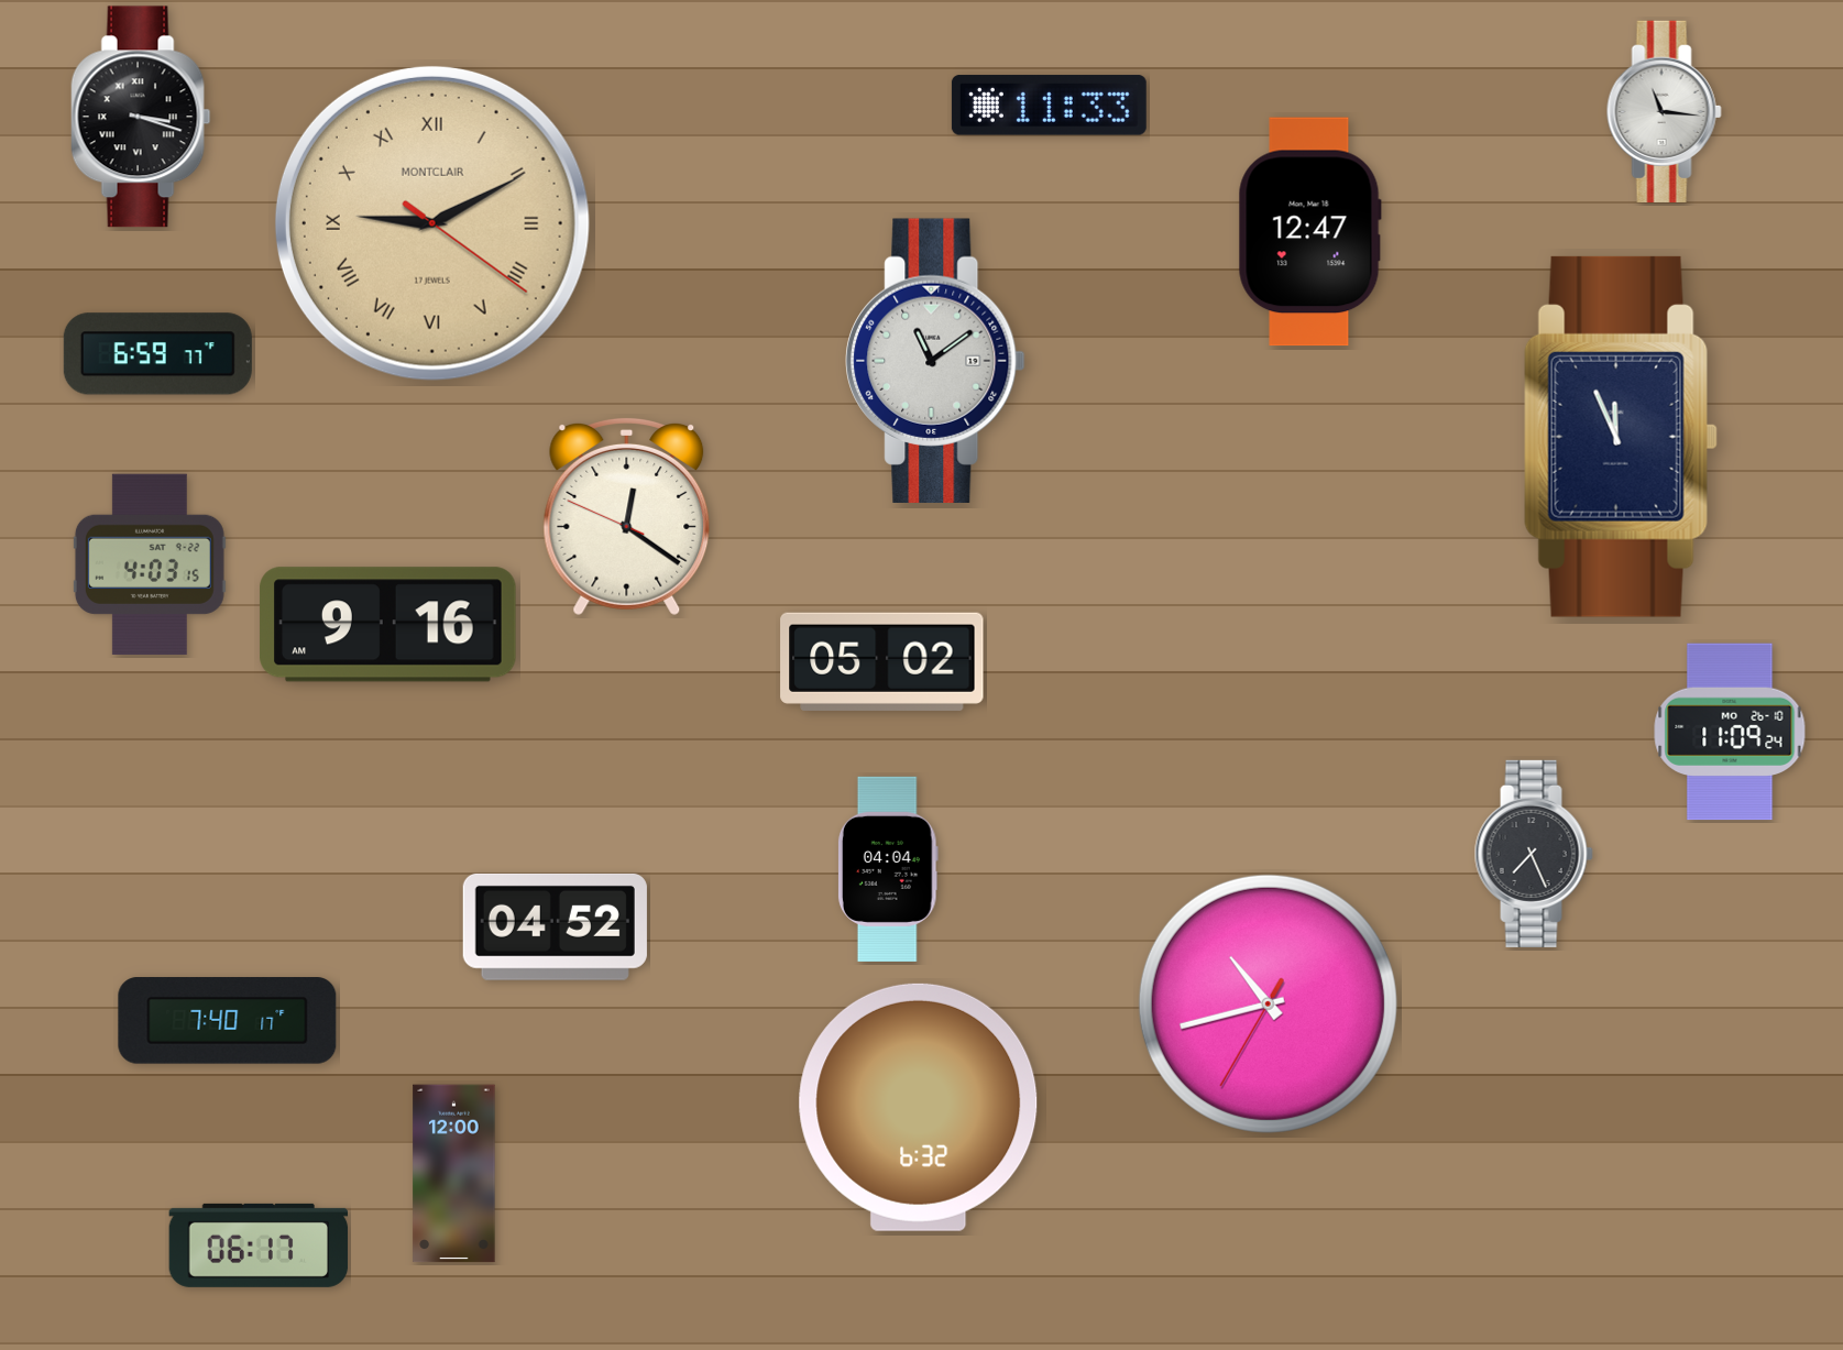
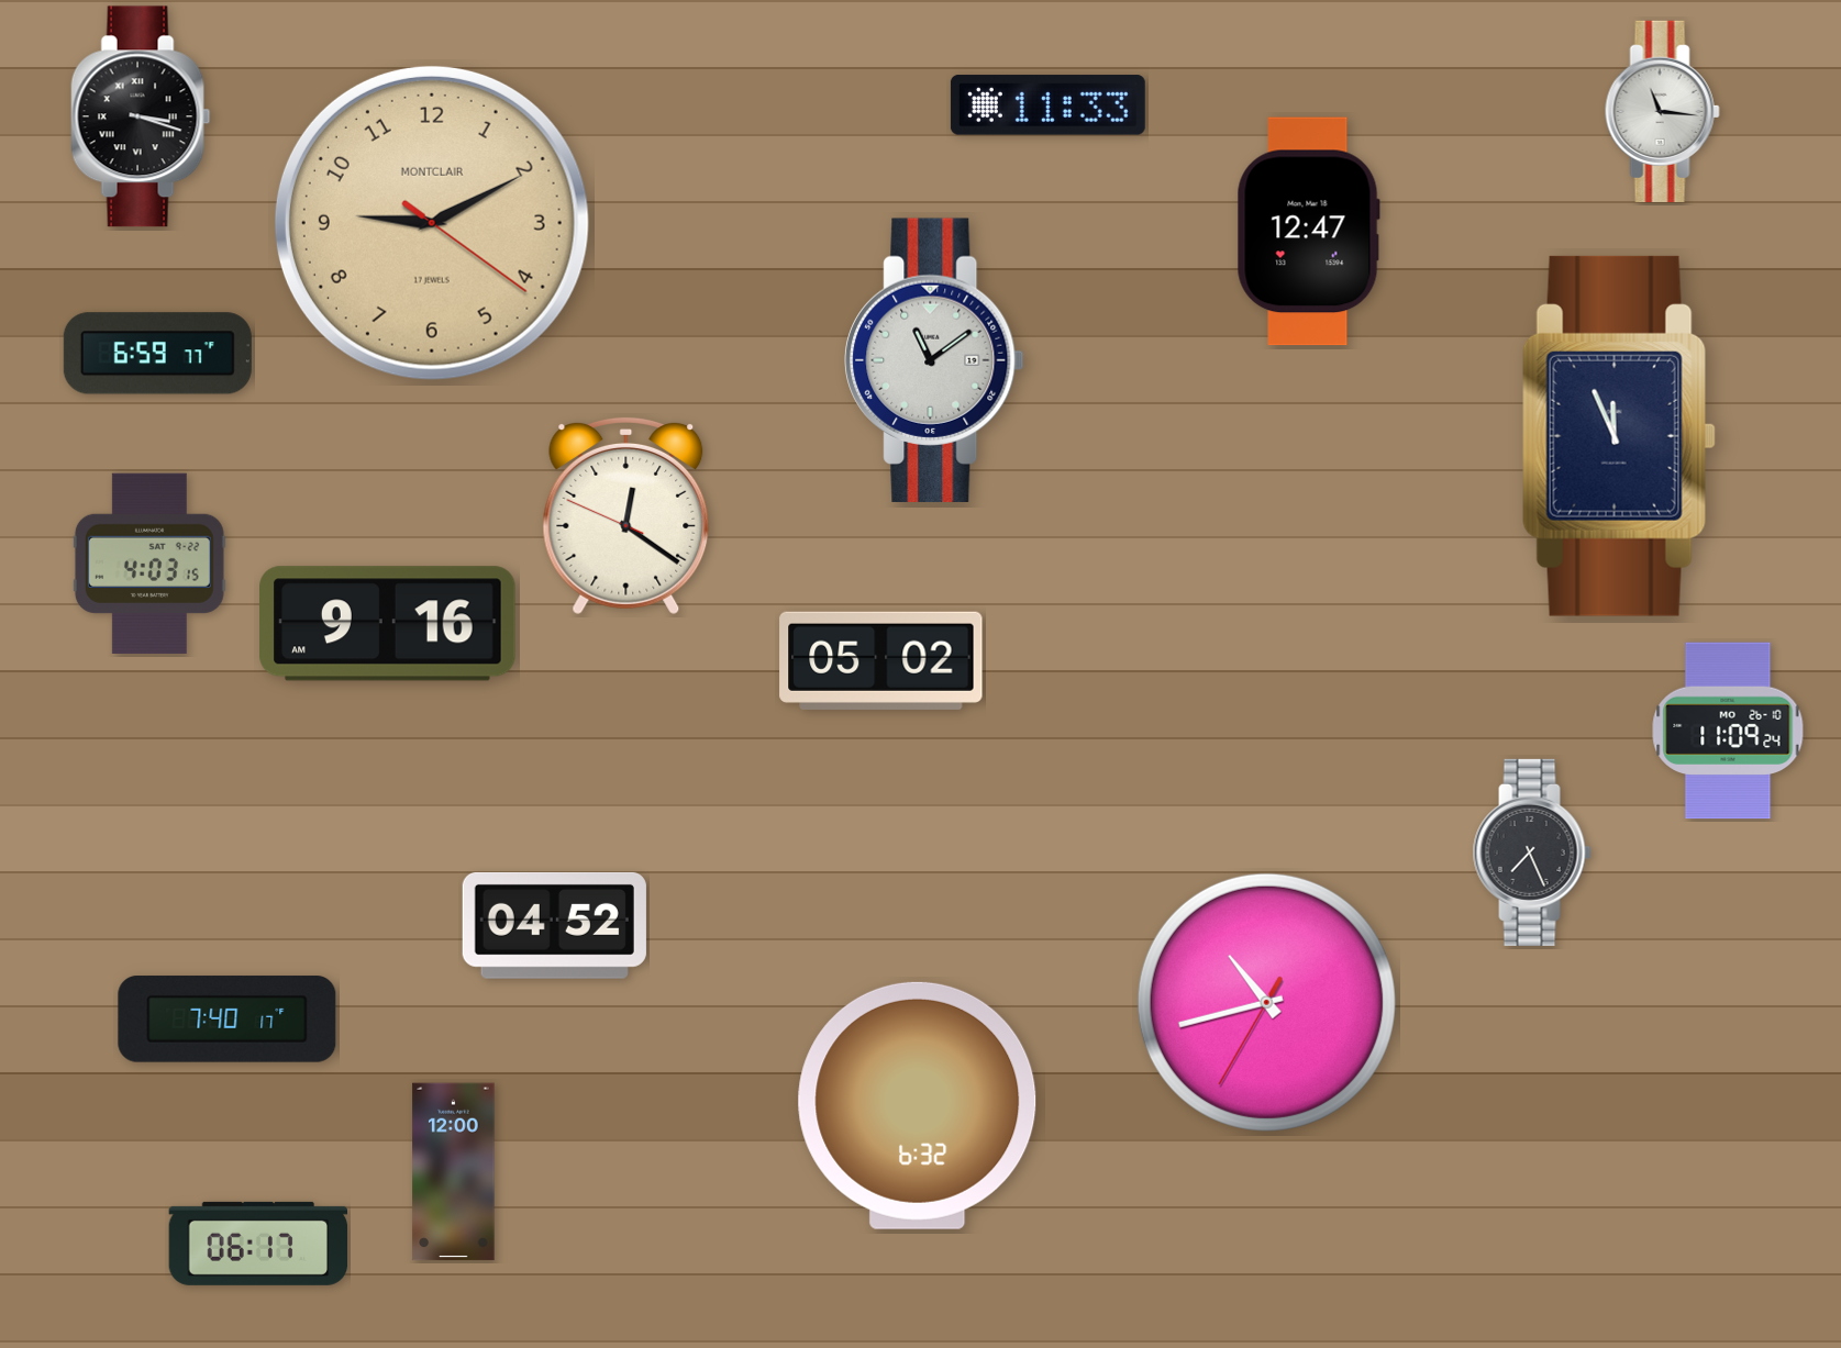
clock at (432, 223) numerals: Roman -> Arabic
clock at (888, 869): 04:04 -> none
